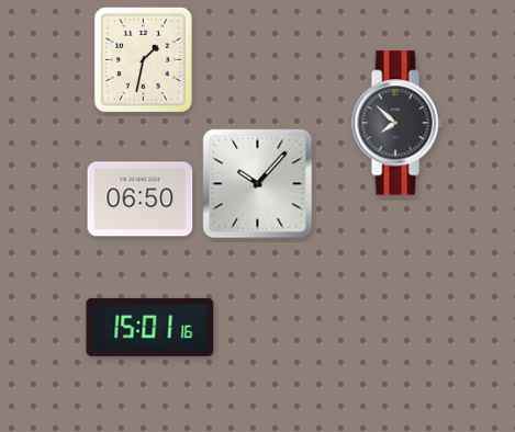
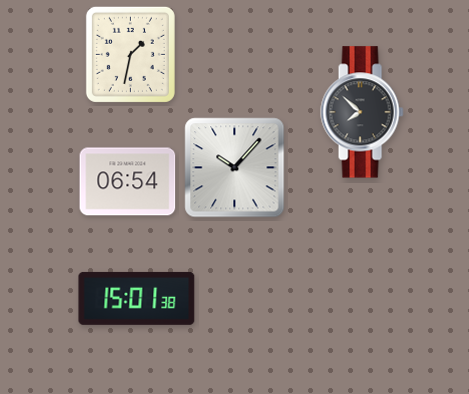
clock at (141, 200): 06:50 -> 06:54
clock at (150, 327): 15:01:16 -> 15:01:38
